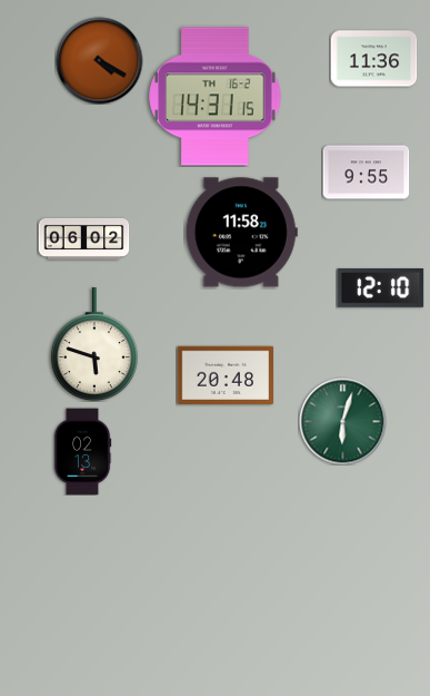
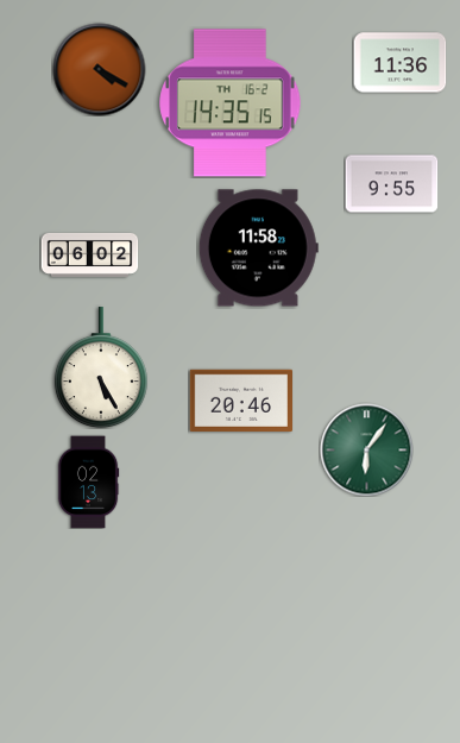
clock at (99, 60) position: (99, 60) -> (99, 69)
clock at (216, 97): 14:31 -> 14:35
clock at (380, 288): 12:10 -> none
clock at (94, 344): 5:48 -> 5:25
clock at (224, 374): 20:48 -> 20:46
clock at (342, 421): 6:03 -> 6:06
